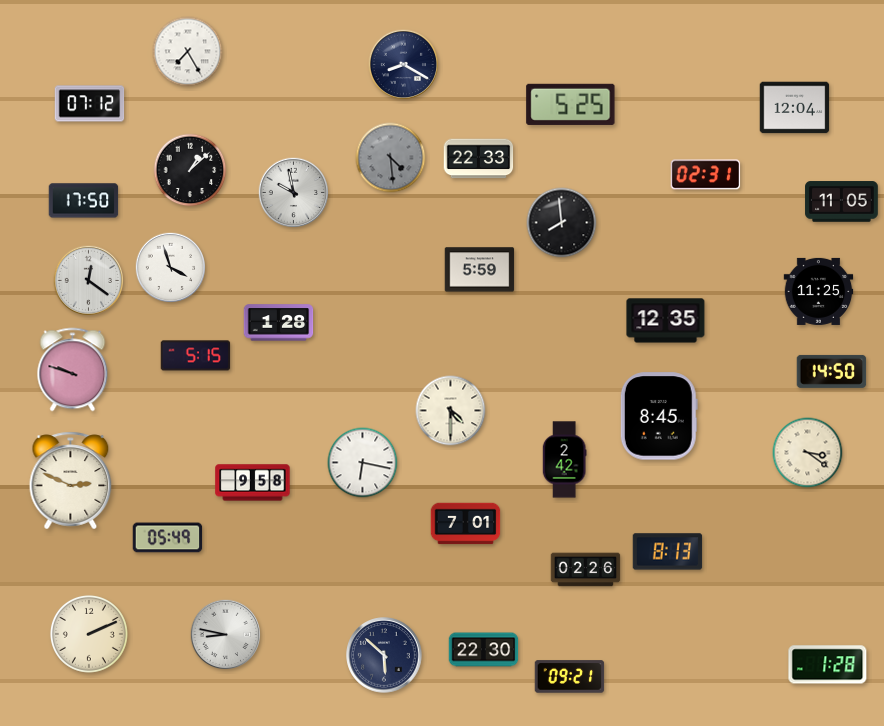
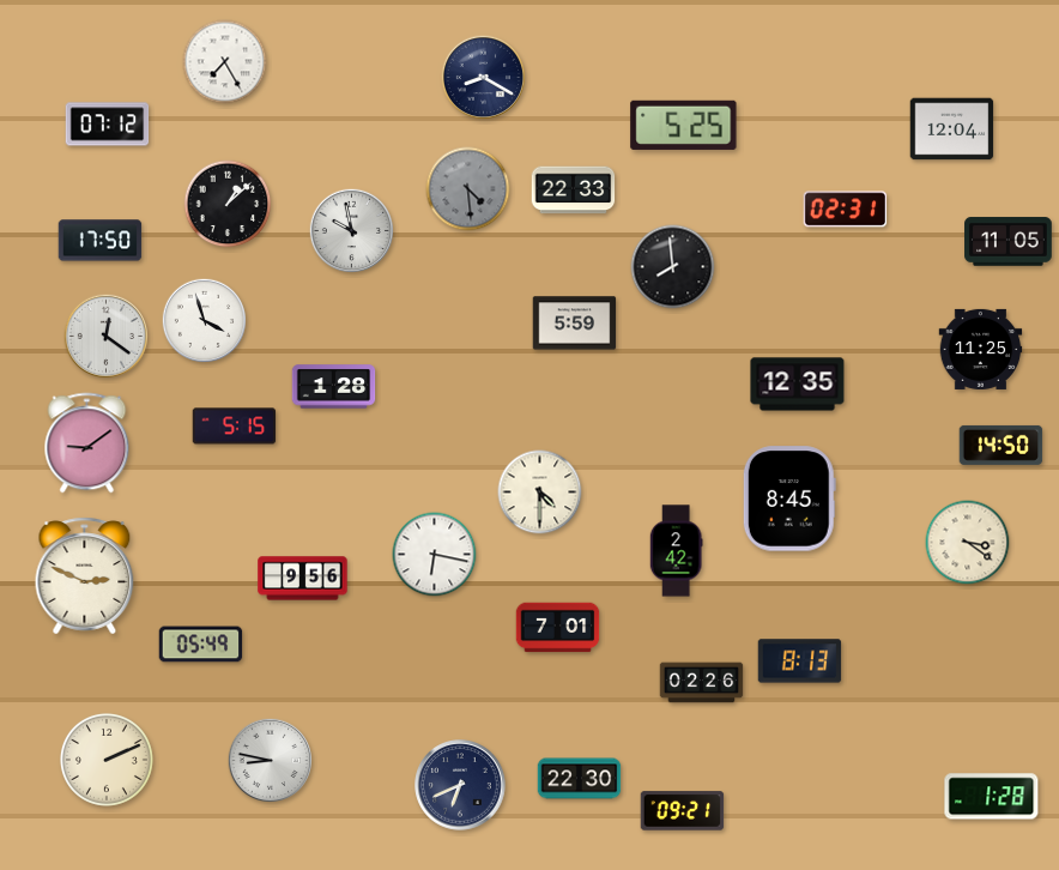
clock at (73, 370): 9:48 -> 9:09
clock at (832, 371) position: (832, 371) -> (1001, 445)
clock at (253, 483): 9:58 -> 9:56
clock at (384, 655): 5:52 -> 6:41
